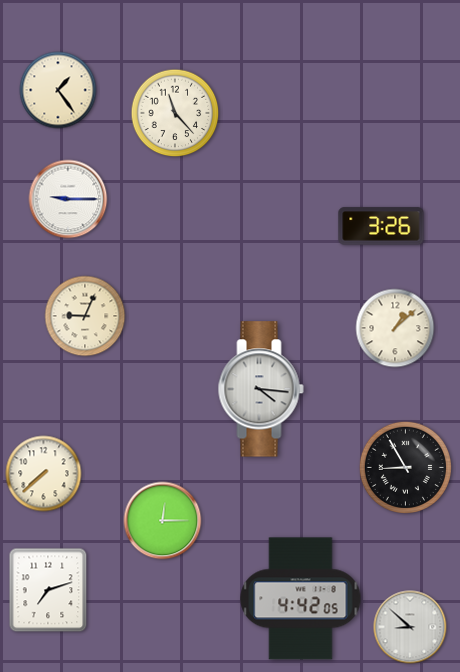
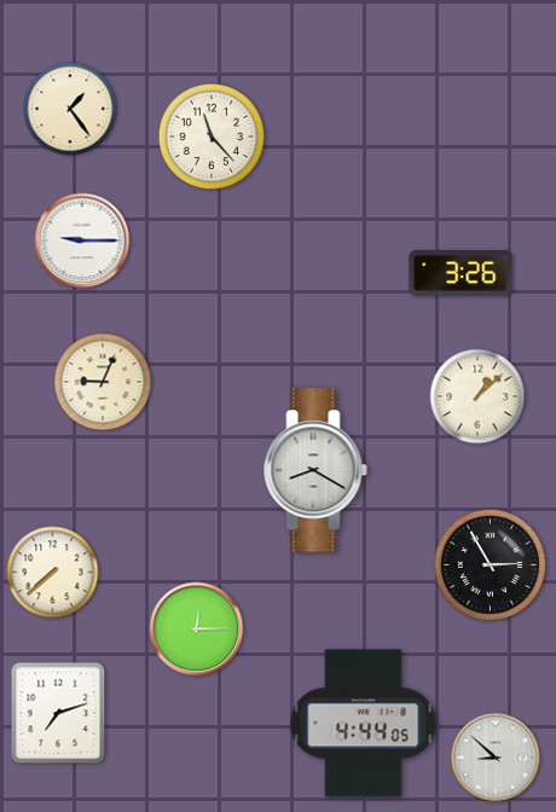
clock at (261, 389): 4:16 -> 8:20
clock at (405, 467): 8:55 -> 2:55
clock at (301, 599): 4:42 -> 4:44
